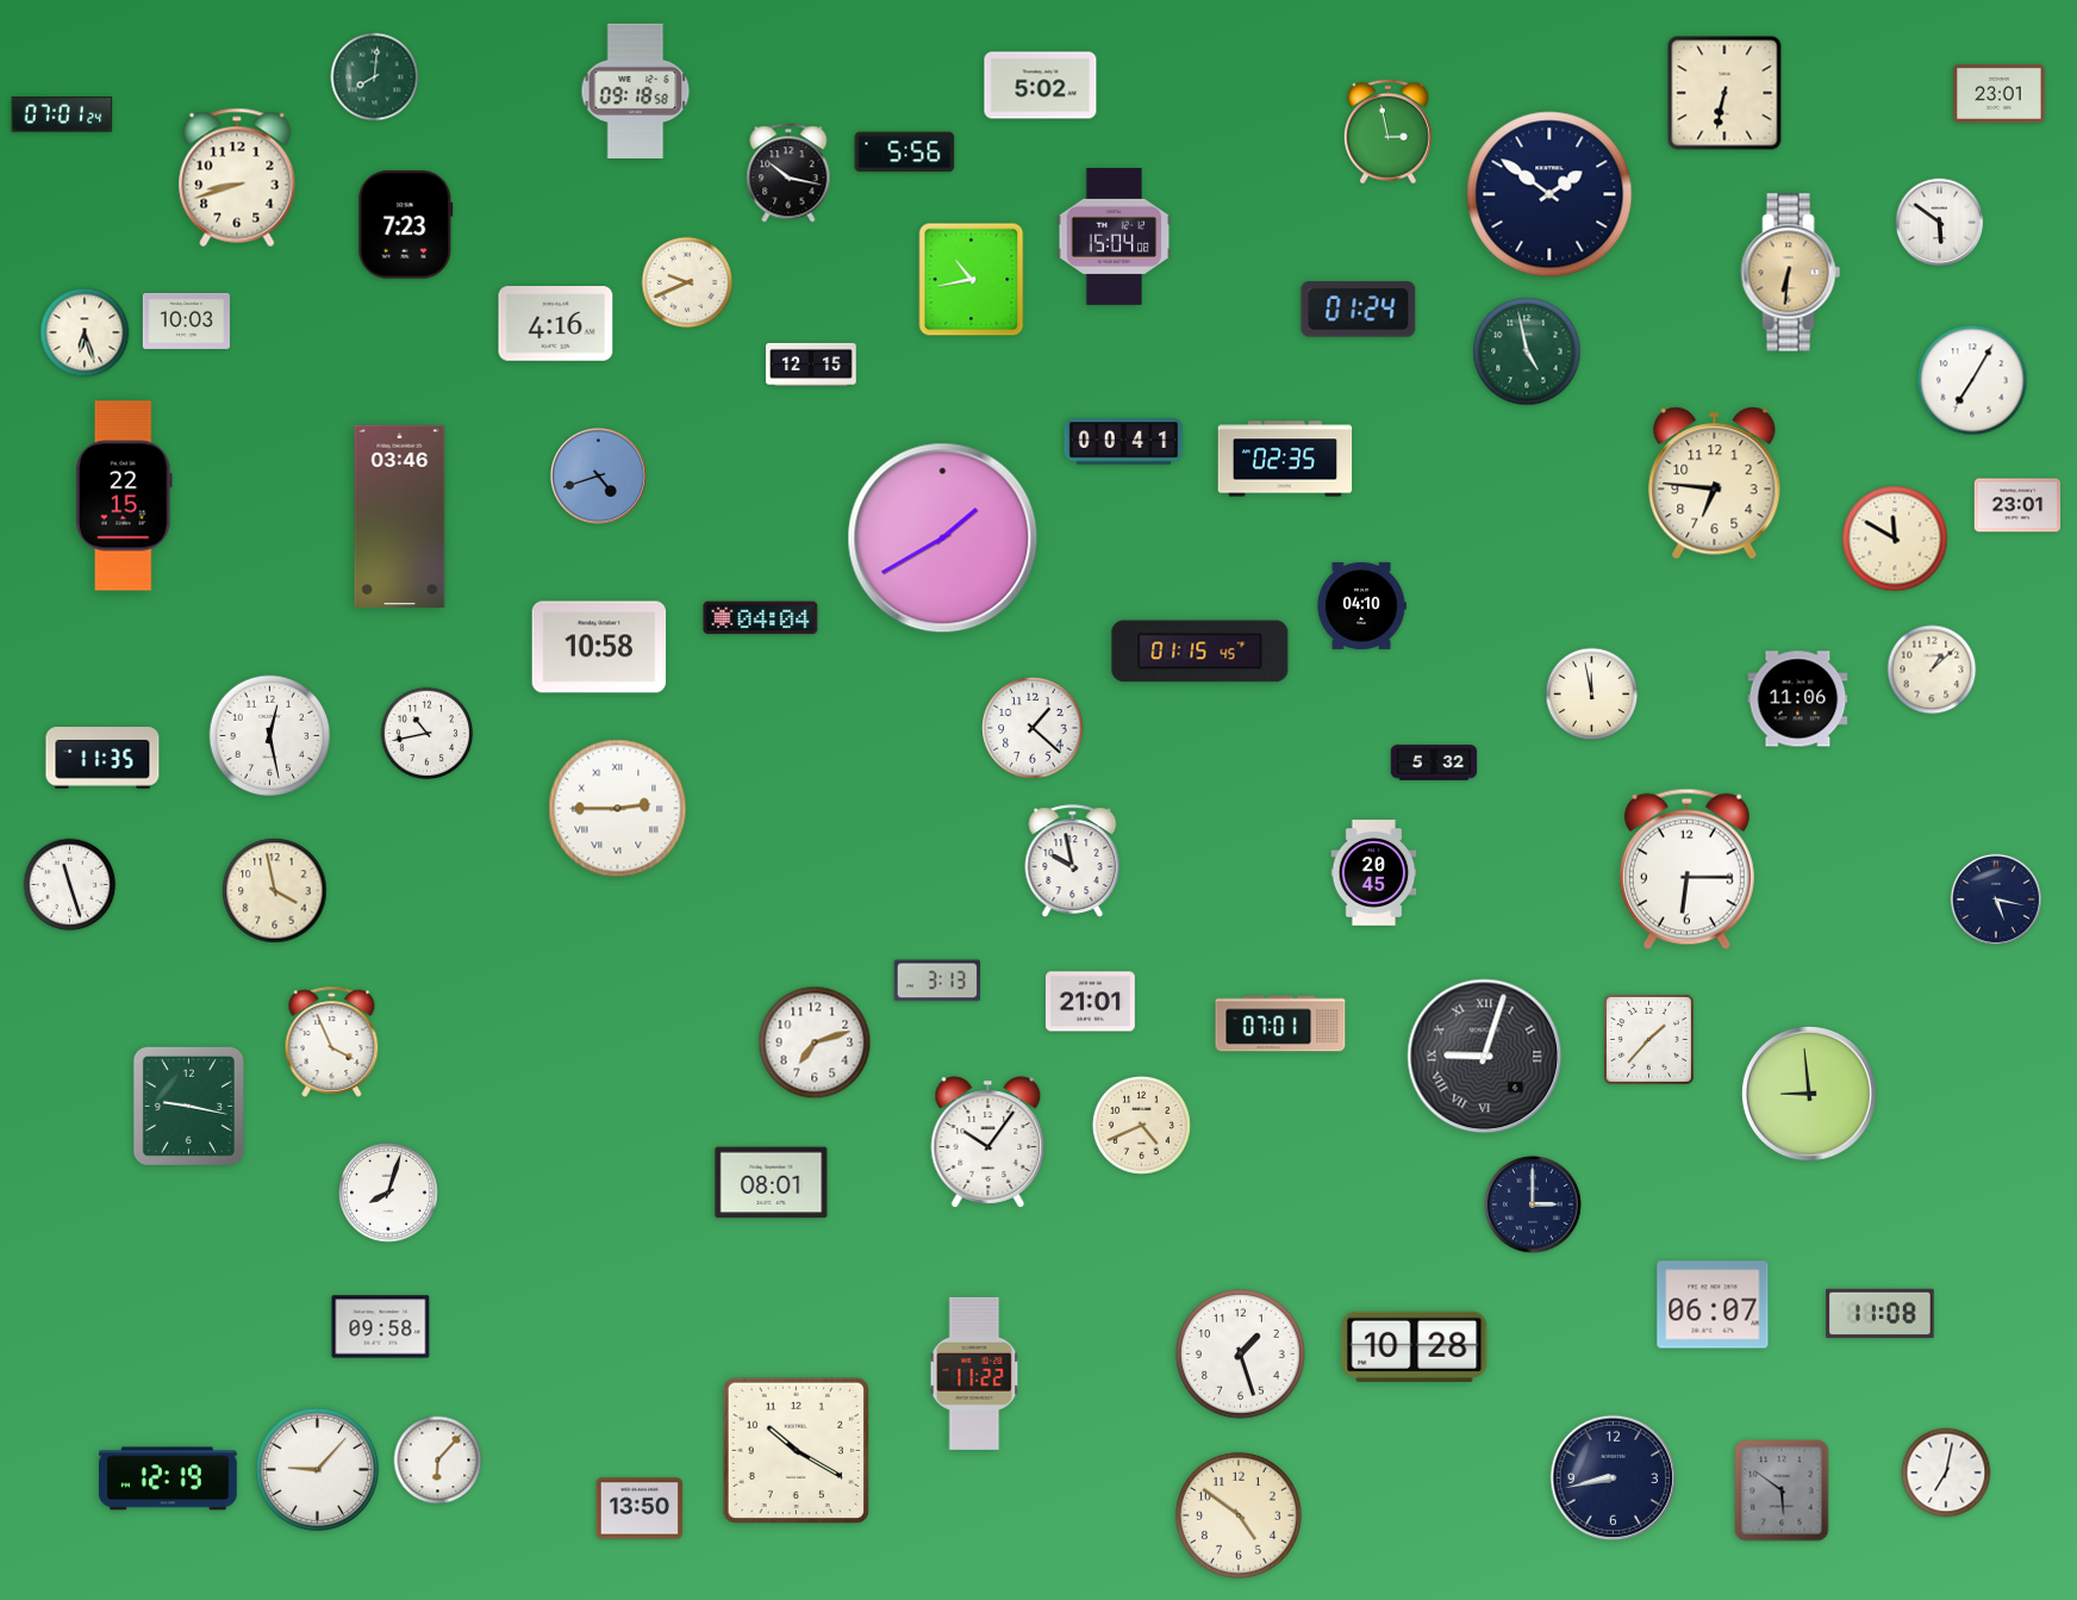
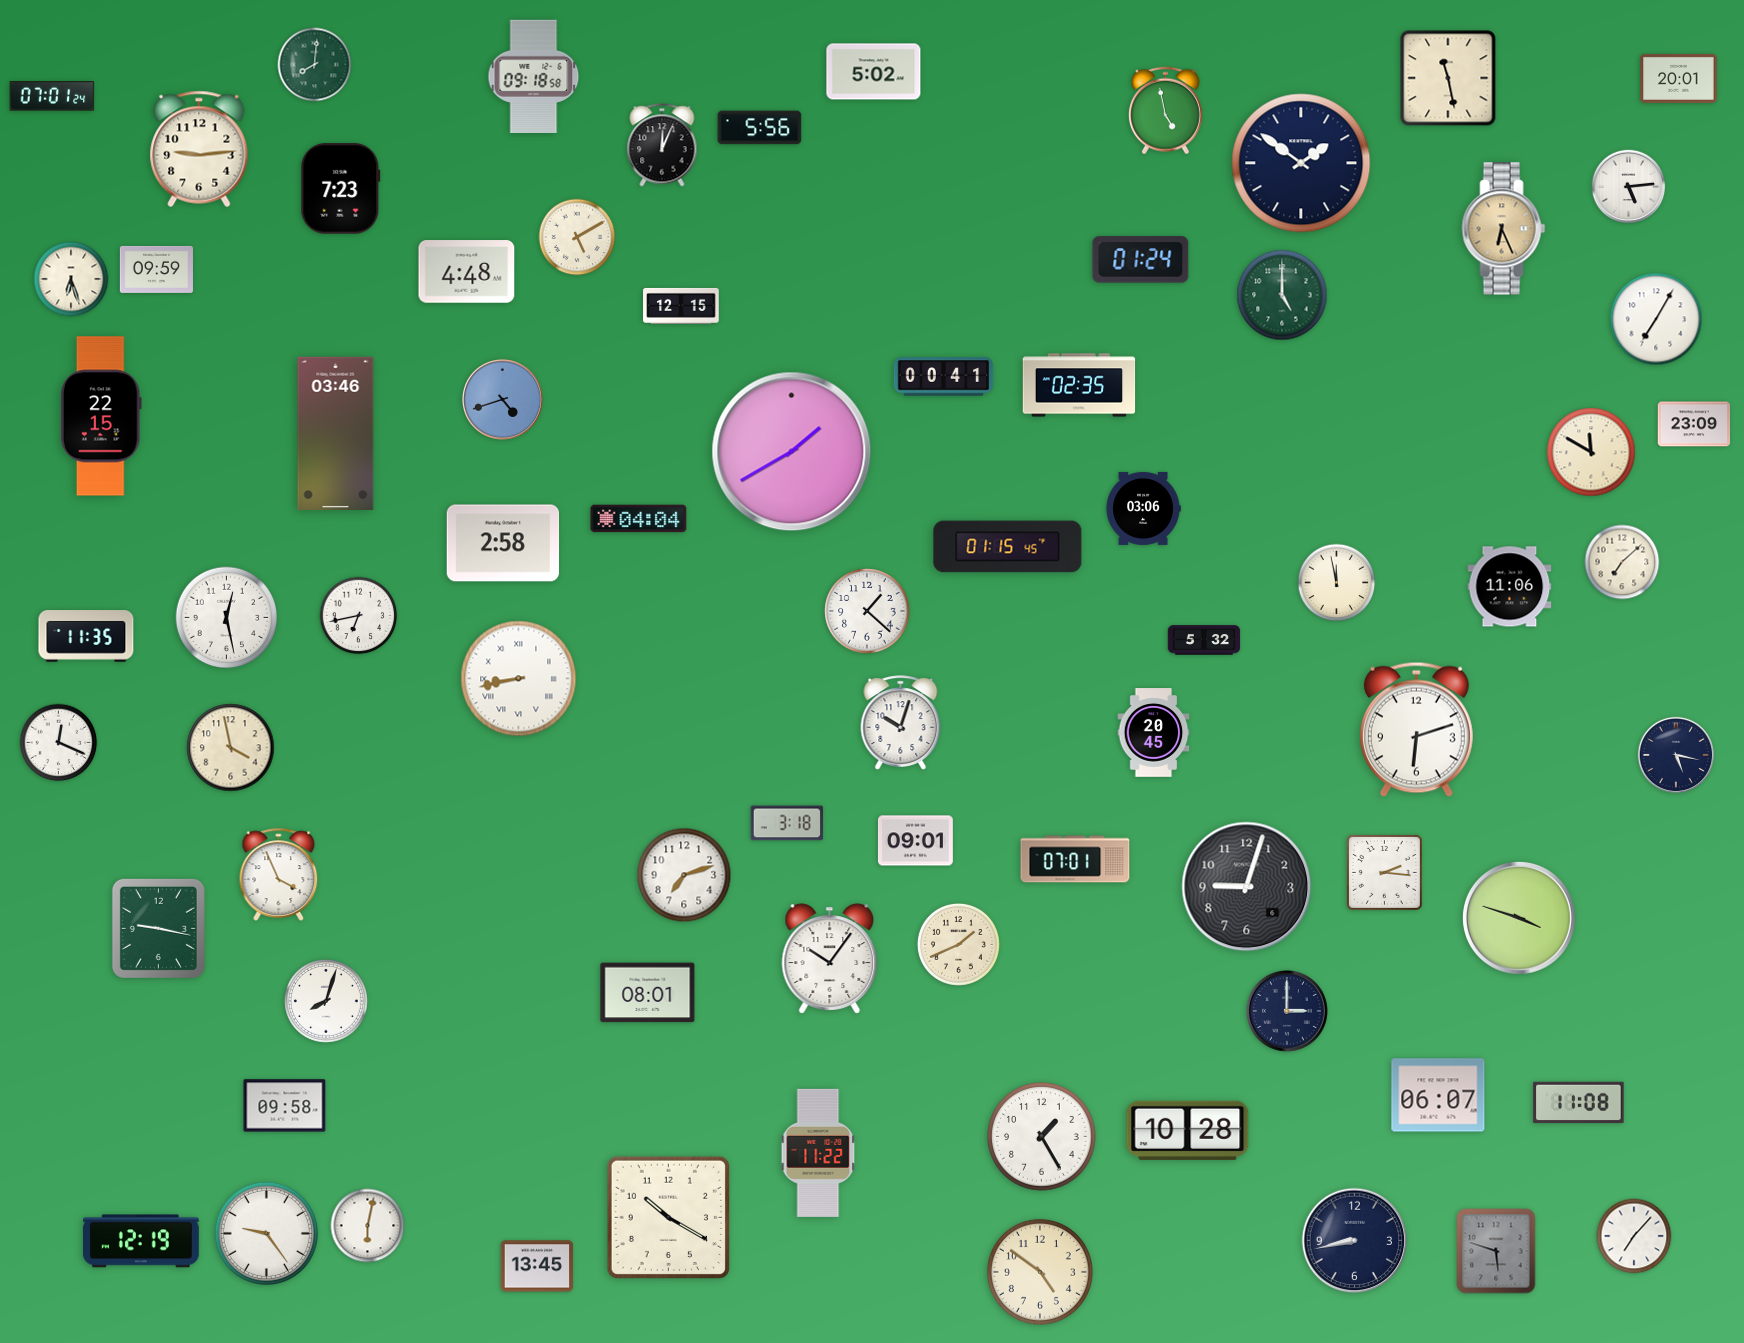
clock at (1724, 93): 6:32 -> 11:28
clock at (2000, 93): 23:01 -> 20:01
clock at (1387, 132): 2:58 -> 4:58
clock at (788, 173): 10:17 -> 12:04
clock at (237, 178): 8:42 -> 9:14
clock at (1940, 223): 5:51 -> 5:14
clock at (1115, 236): 15:04 -> none
clock at (1791, 273): 6:31 -> 6:26
clock at (972, 280): 10:43 -> none
clock at (687, 282): 9:41 -> 5:10
clock at (186, 320): 10:03 -> 09:59
clock at (556, 324): 4:16 -> 4:48
clock at (1527, 351): 4:58 -> 5:00
clock at (1124, 442) position: (1124, 442) -> (944, 377)
clock at (1715, 484): 6:46 -> none
clock at (124, 496) position: (124, 496) -> (101, 416)
clock at (2017, 505): 23:01 -> 23:09
clock at (1361, 605): 04:10 -> 03:06
clock at (599, 647): 10:58 -> 2:58
clock at (1932, 670): 1:08 -> 7:08
clock at (428, 734): 10:43 -> 6:43
clock at (618, 809): 2:45 -> 8:43
clock at (1073, 861): 9:58 -> 10:03
clock at (1686, 869): 6:15 -> 6:12
clock at (70, 885): 11:27 -> 12:19
clock at (937, 980): 3:13 -> 3:18
clock at (1090, 1002): 21:01 -> 09:01
clock at (1648, 1039): 1:37 -> 2:16
clock at (1485, 1057) numerals: Roman -> Arabic
clock at (1809, 1094): 8:59 -> 3:48
clock at (1141, 1125): 4:41 -> 1:41
clock at (381, 1327) position: (381, 1327) -> (285, 1106)
clock at (1241, 1355): 1:27 -> 1:25
clock at (438, 1461): 6:07 -> 6:02
clock at (317, 1469): 9:07 -> 9:24
clock at (1946, 1473): 7:02 -> 7:07
clock at (1782, 1490): 5:51 -> 5:48
clock at (640, 1508): 13:50 -> 13:45
